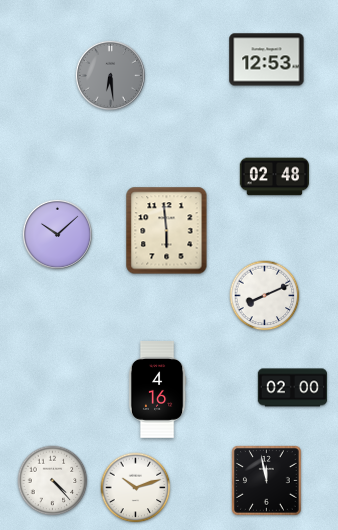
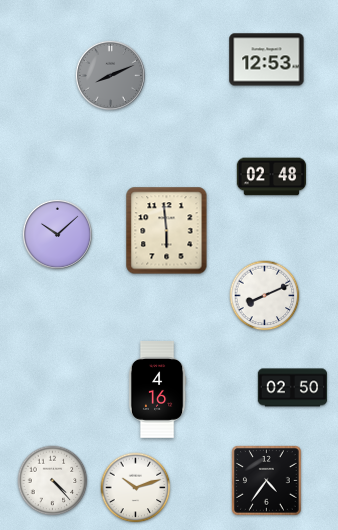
clock at (110, 75): 6:29 -> 8:11
clock at (275, 177) position: (275, 177) -> (272, 177)
clock at (293, 388): 02:00 -> 02:50
clock at (267, 481): 11:58 -> 4:36
